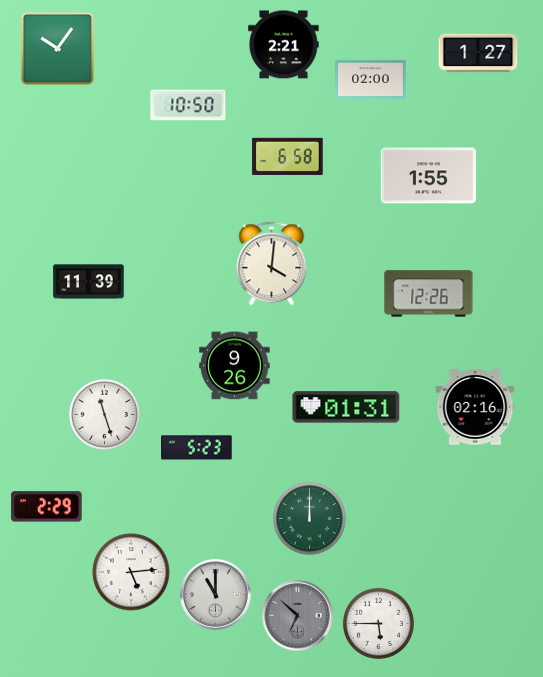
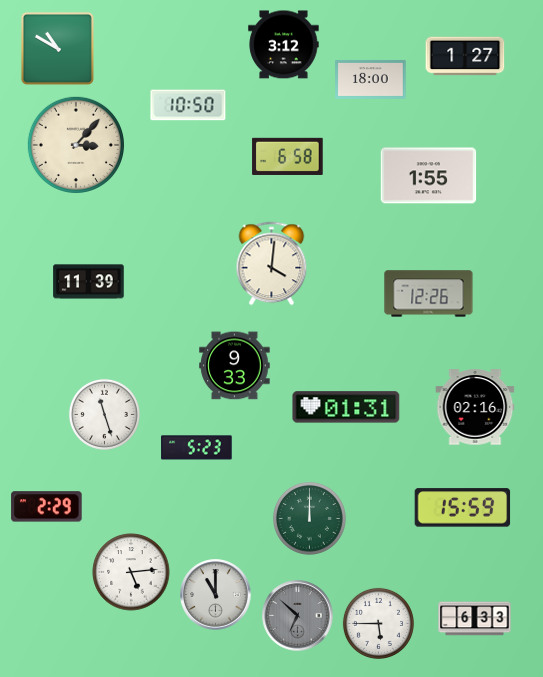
clock at (284, 45): 2:21 -> 3:12
clock at (57, 48): 10:06 -> 10:50
clock at (478, 53) position: (478, 53) -> (465, 56)
clock at (371, 80): 02:00 -> 18:00
clock at (75, 144): none -> 3:07
clock at (235, 366): 9:26 -> 9:33
clock at (463, 508): none -> 15:59
clock at (475, 619): none -> 6:33
